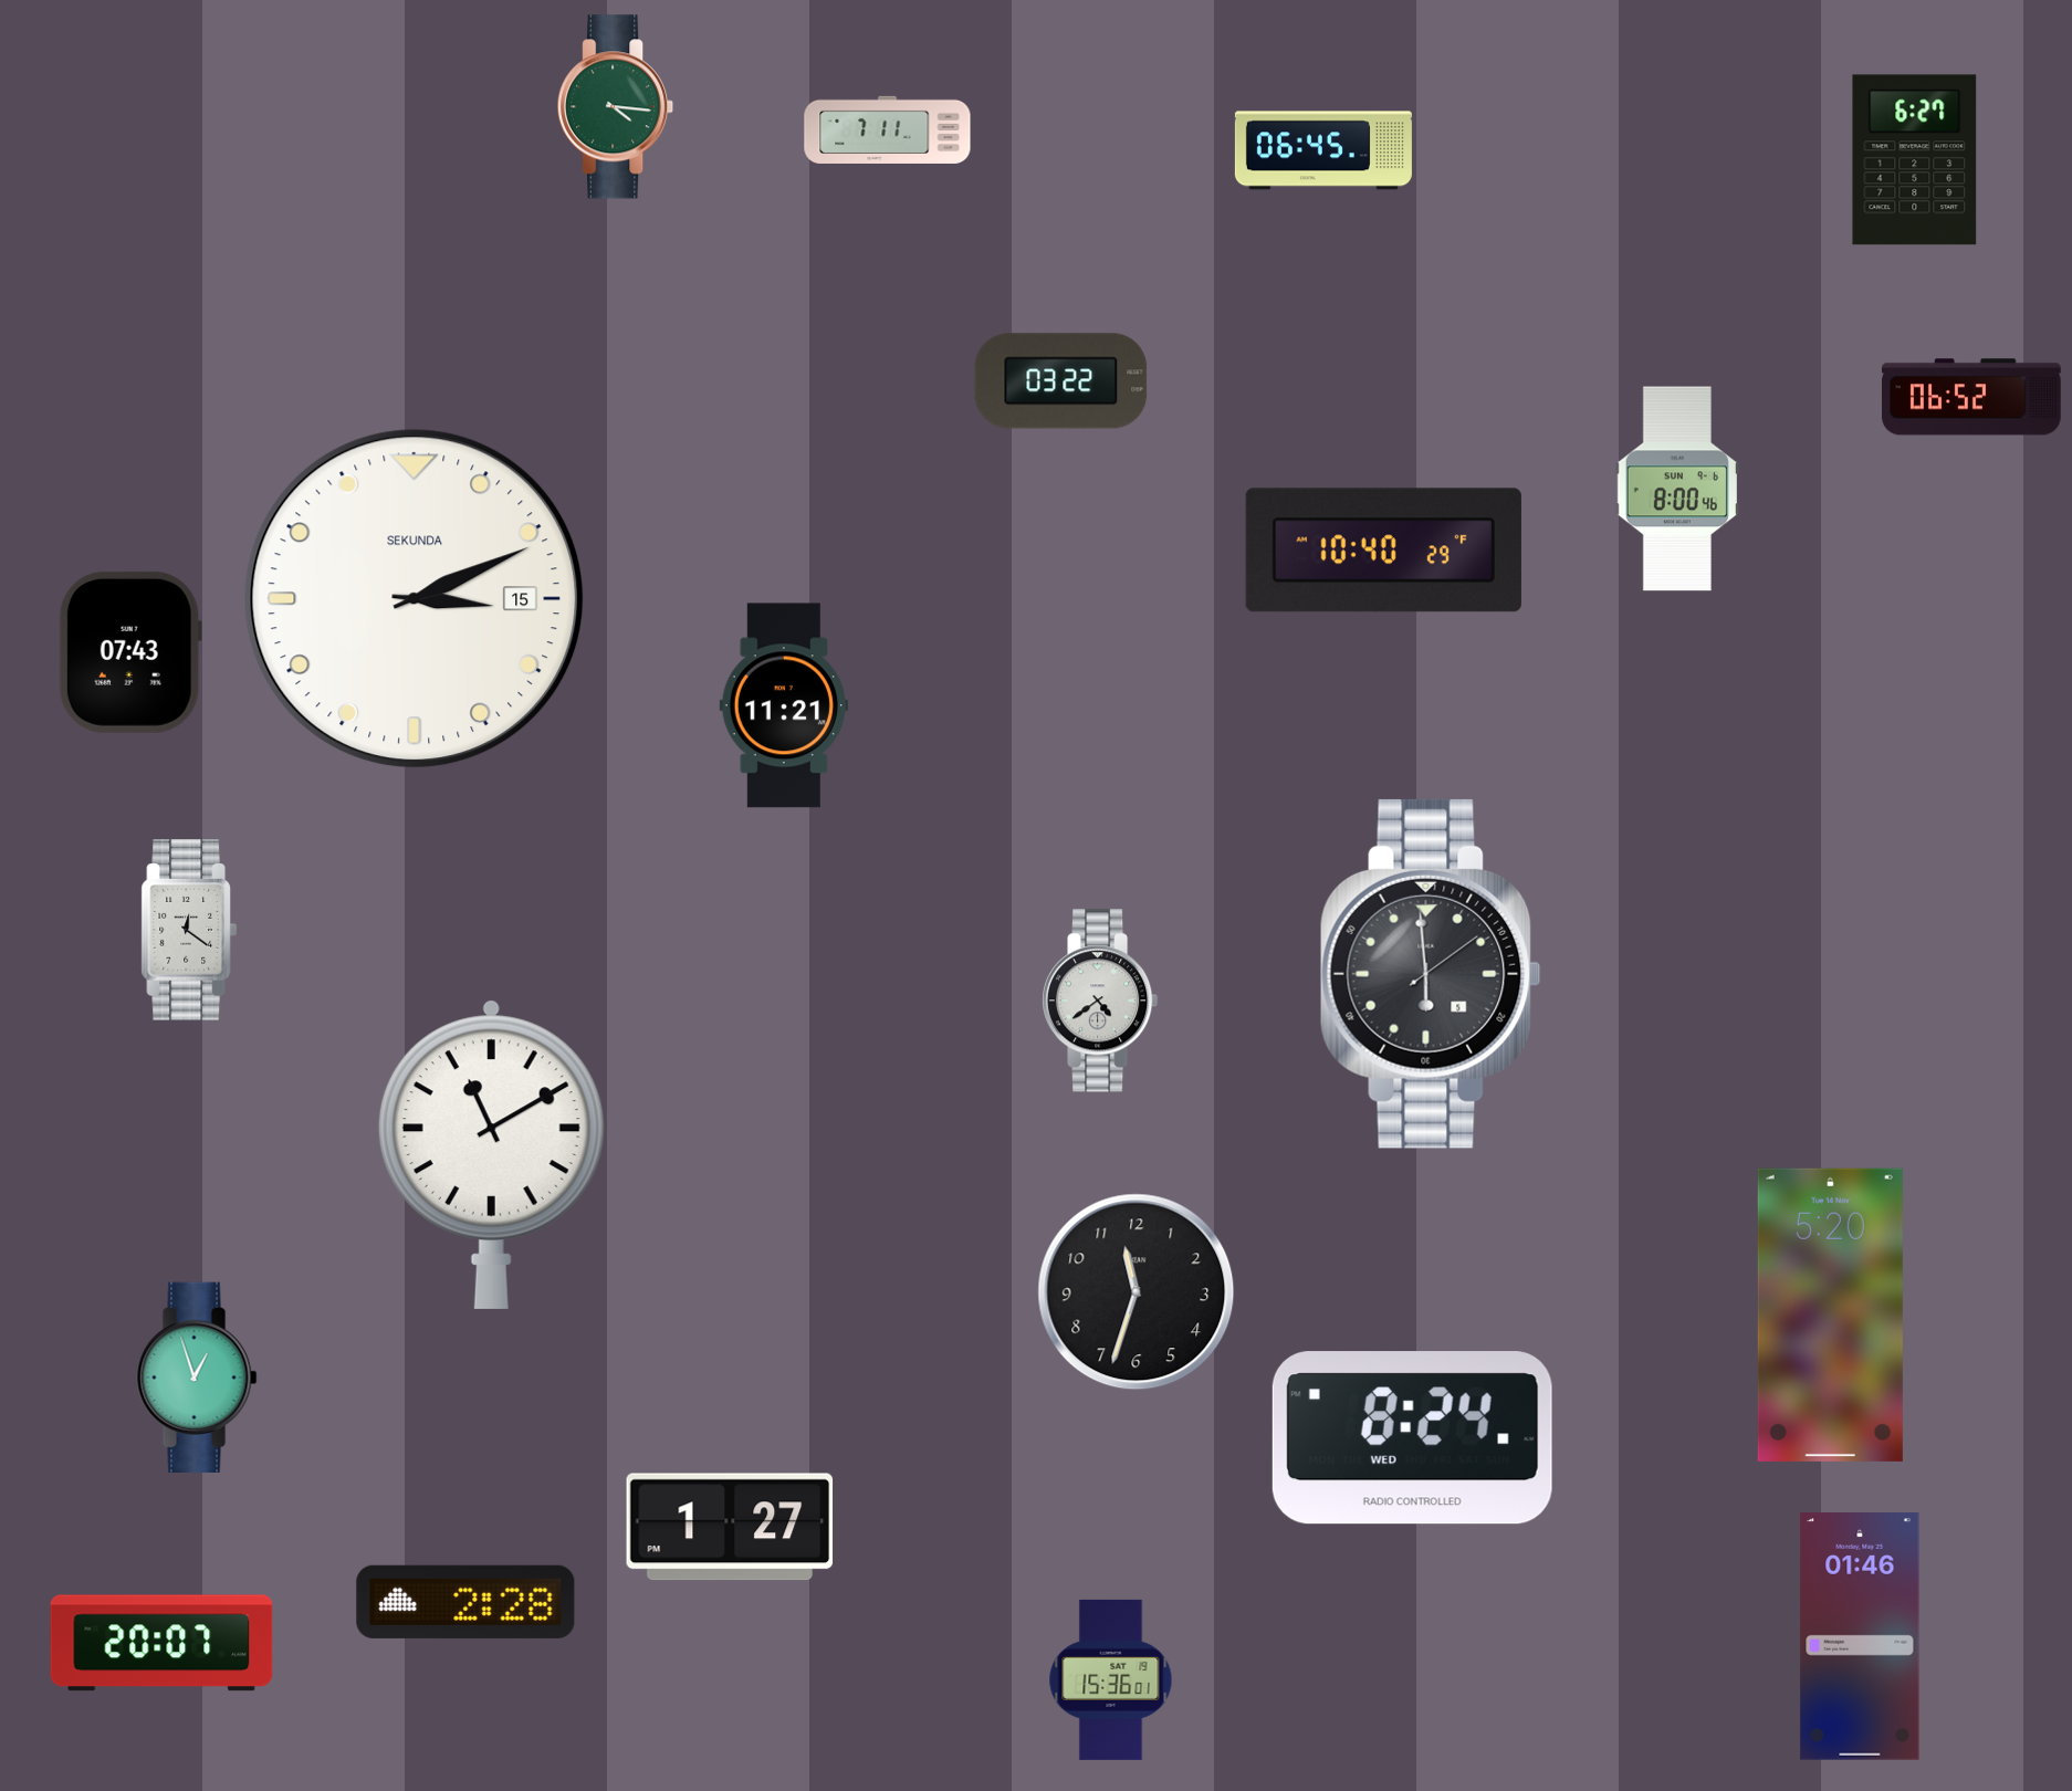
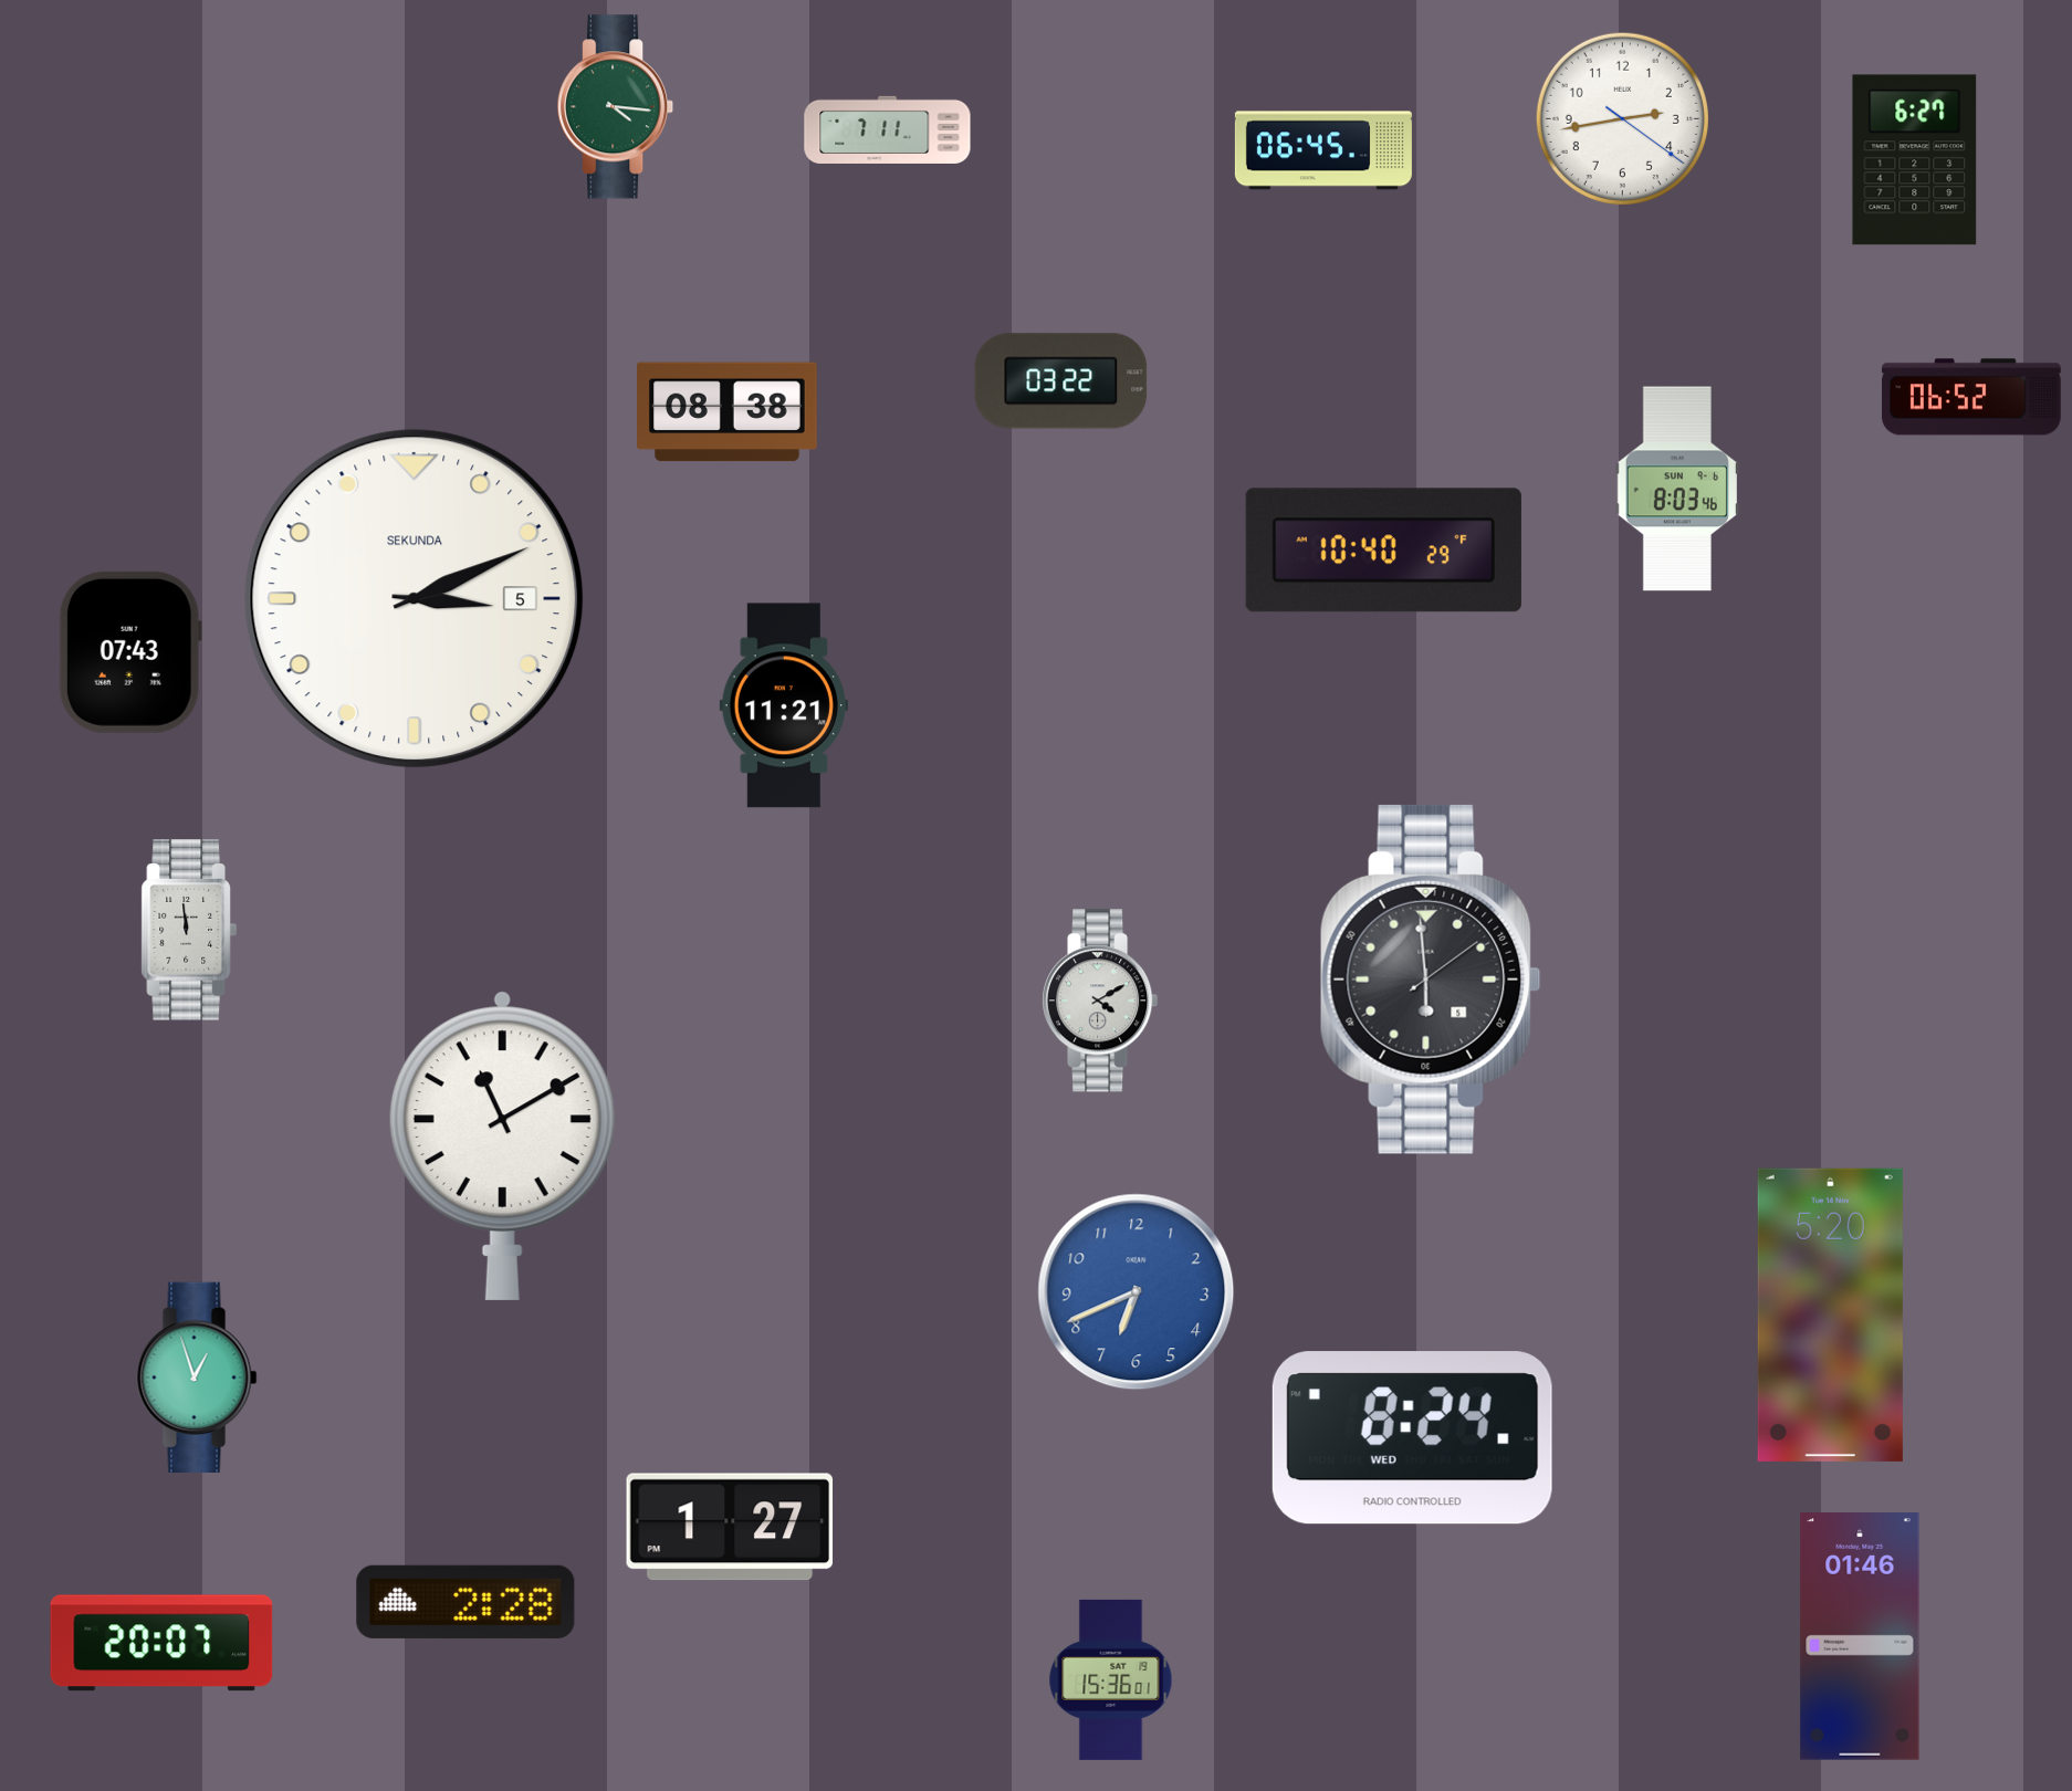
clock at (1622, 118): none -> 2:43
clock at (728, 412): none -> 08:38
clock at (1677, 489): 8:00 -> 8:03
clock at (415, 599) date: 15 -> 5
clock at (188, 930): 12:21 -> 11:59
clock at (1431, 974) position: (1431, 974) -> (1431, 980)
clock at (1101, 1001): 4:39 -> 4:10
clock at (491, 1154) position: (491, 1154) -> (502, 1145)
clock at (1137, 1292): 11:33 -> 6:41
clock at (1137, 1292) dial: black -> blue
